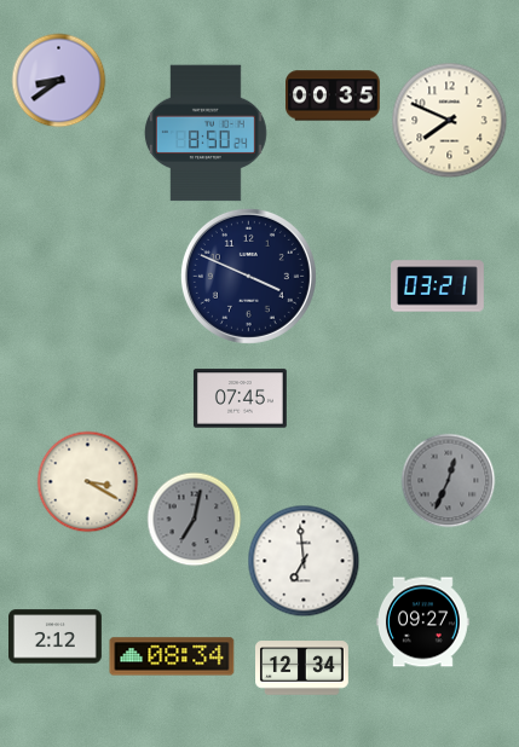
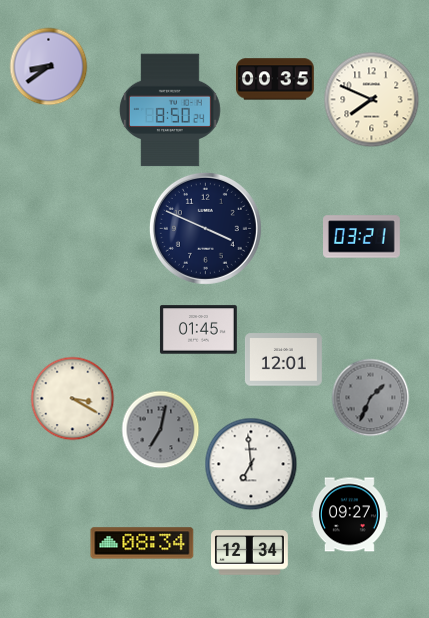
clock at (240, 399): 07:45 -> 01:45
clock at (283, 360): none -> 12:01
clock at (448, 480): 12:34 -> 1:34
clock at (56, 637): 2:12 -> none
